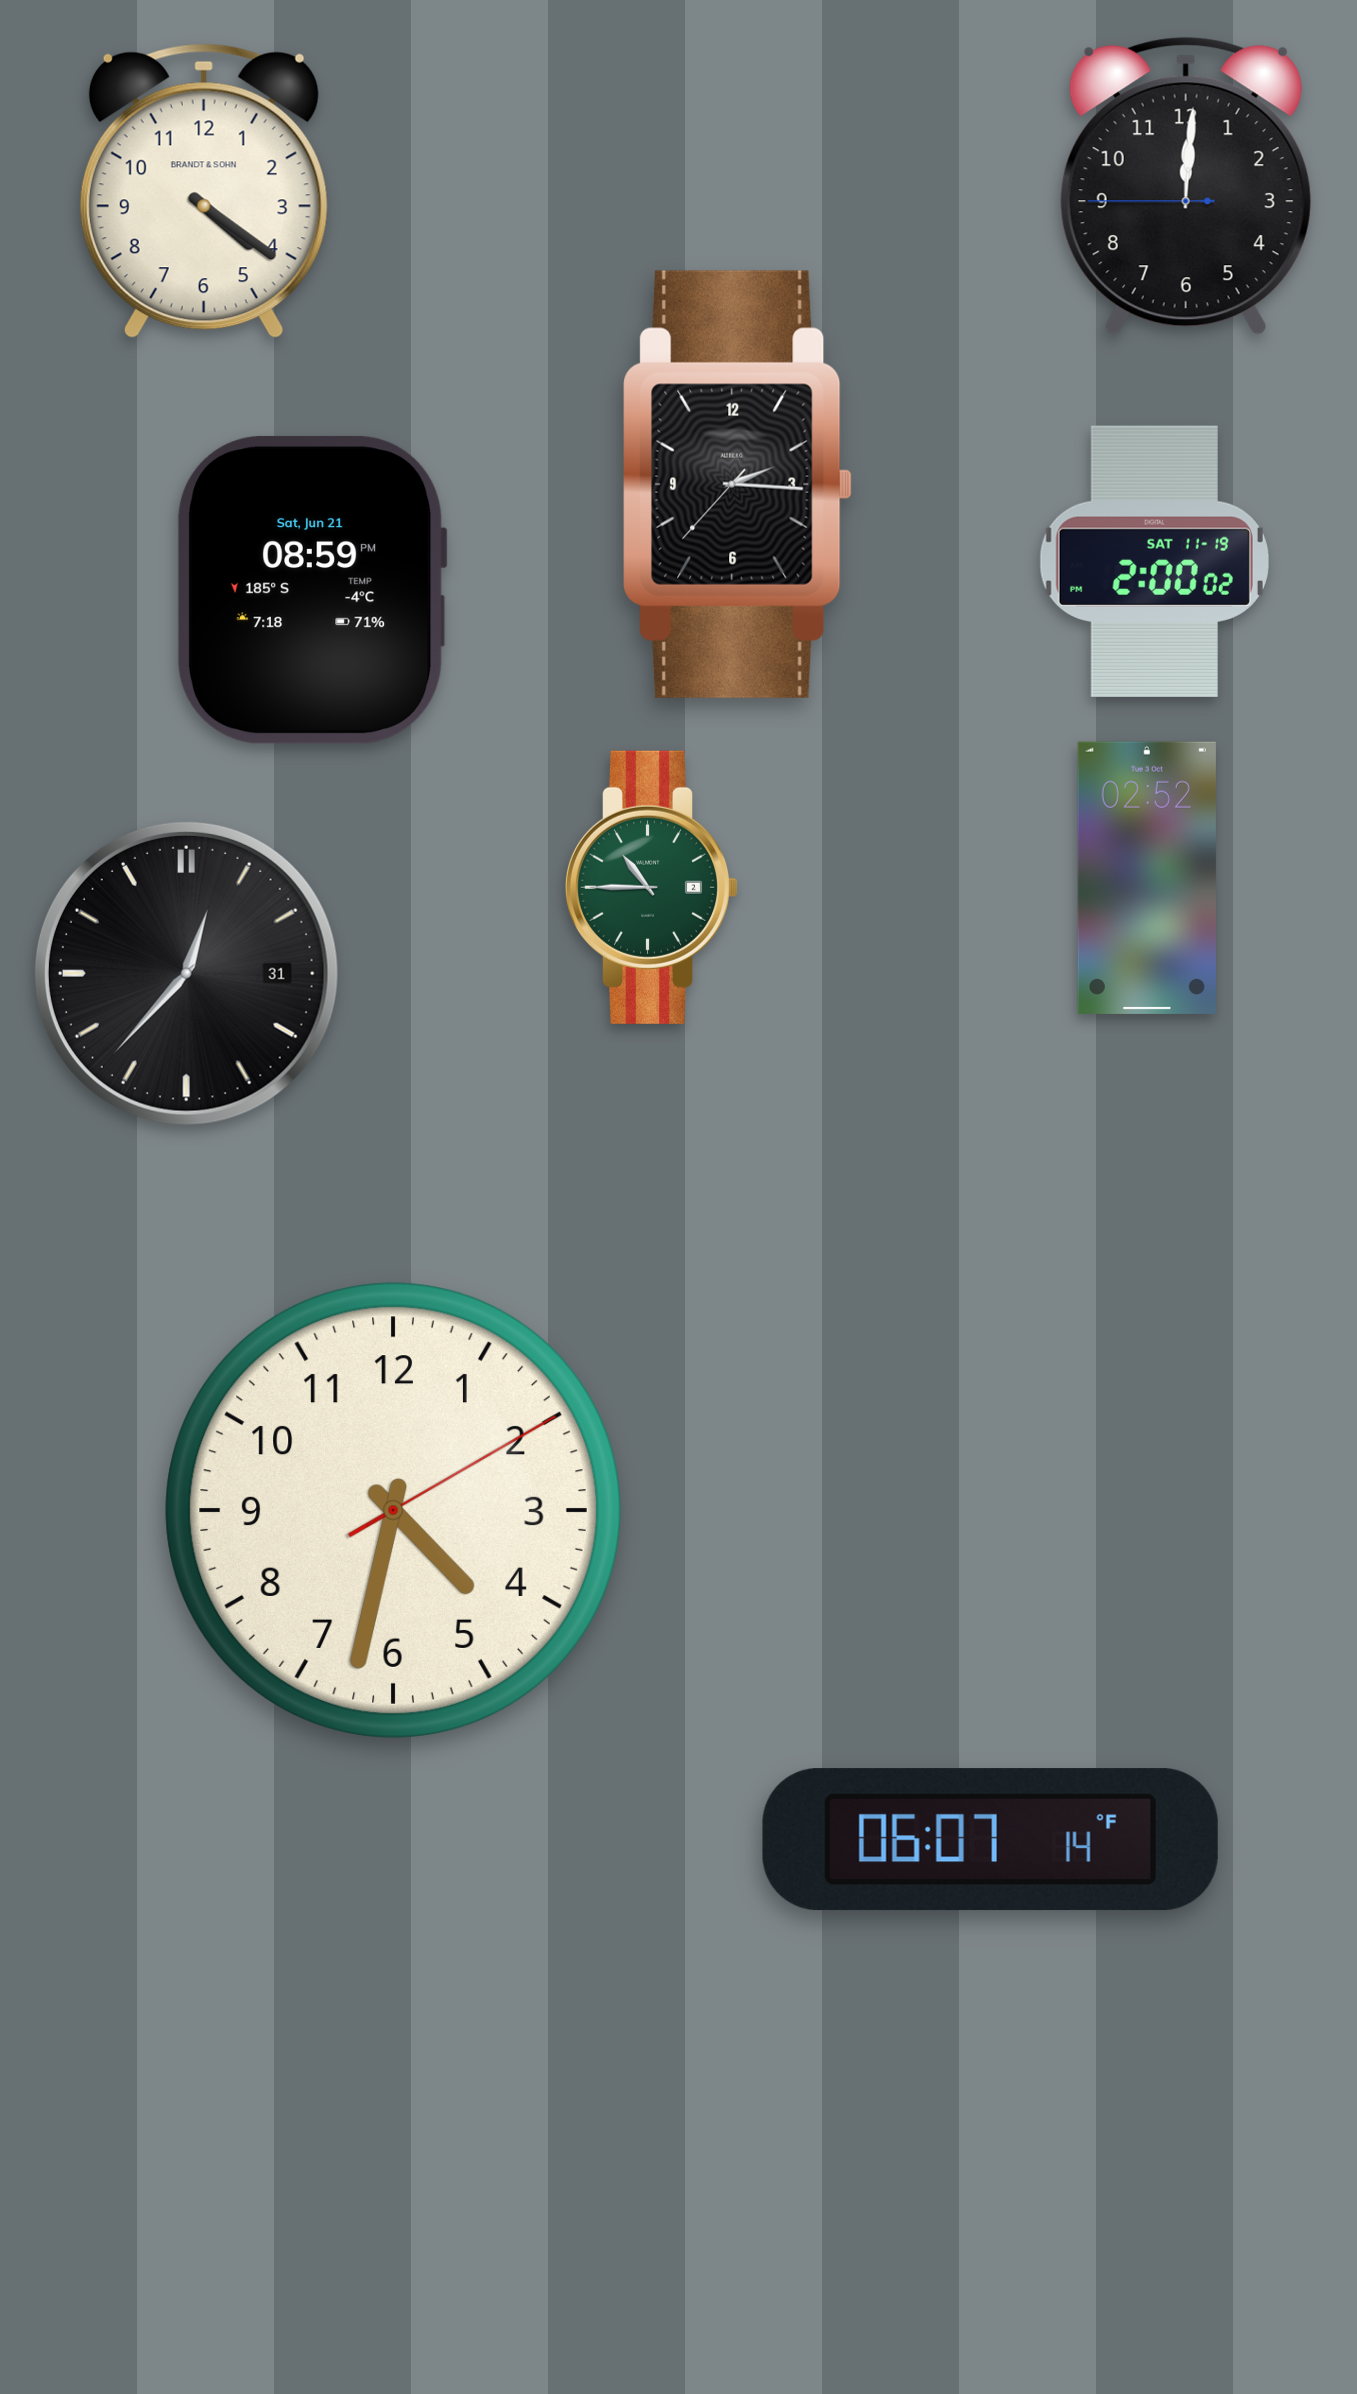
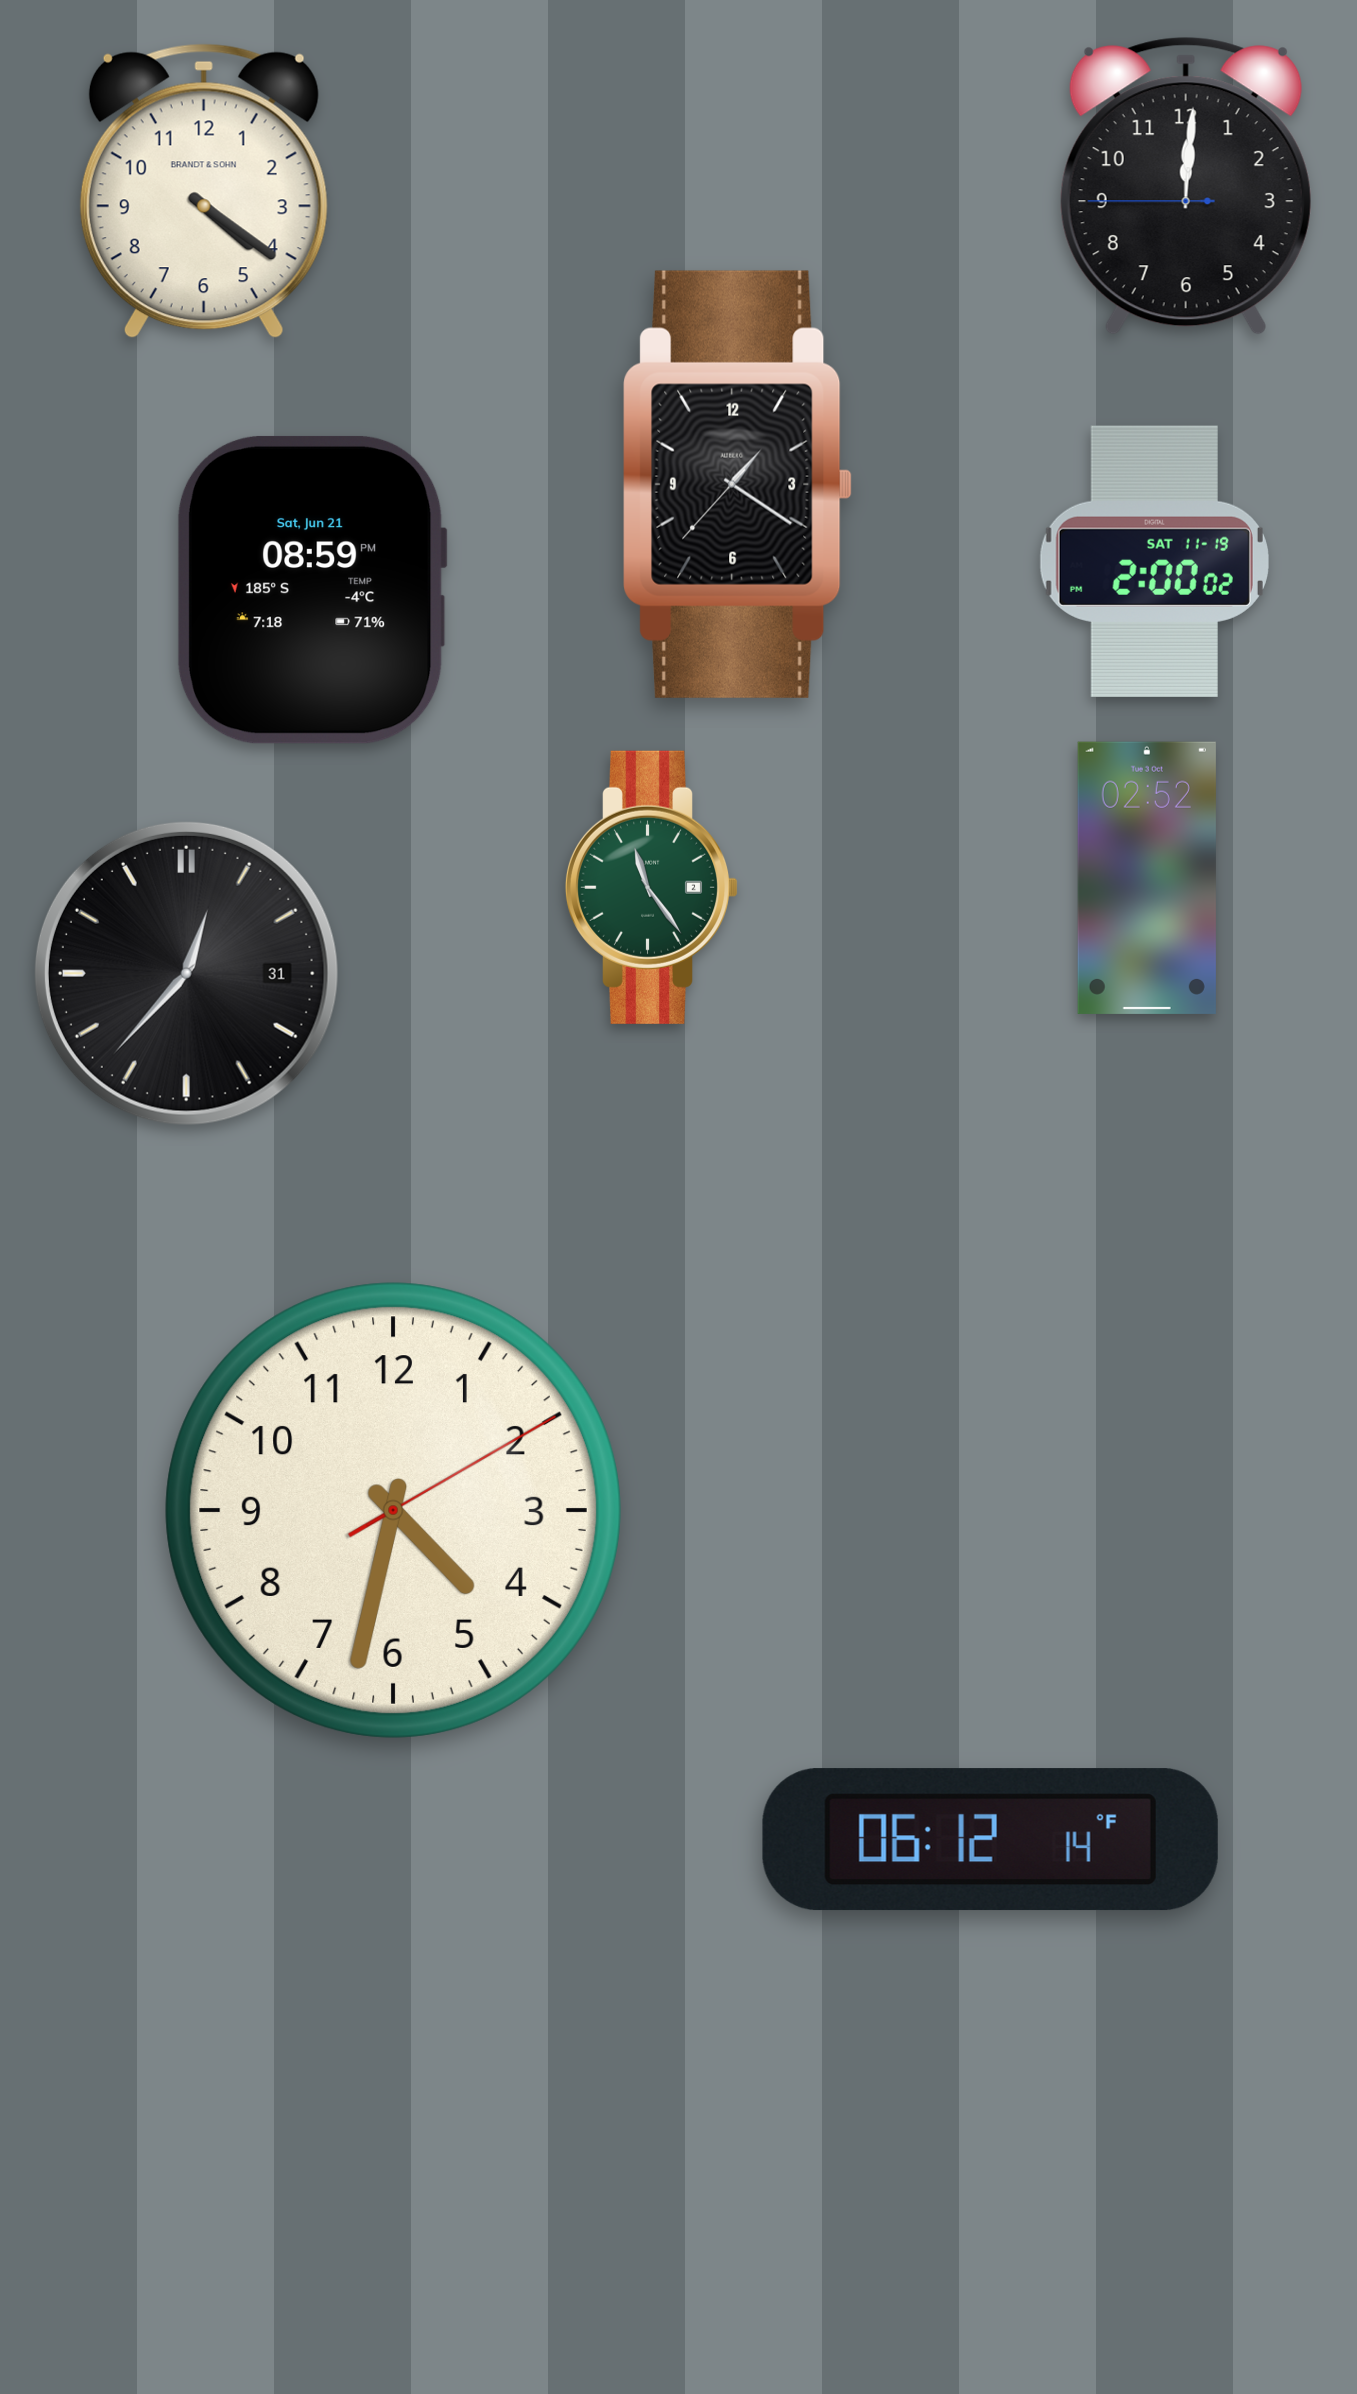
clock at (738, 484): 2:15 -> 1:20
clock at (652, 887): 10:45 -> 11:24
clock at (990, 1840): 06:07 -> 06:12
